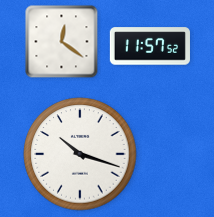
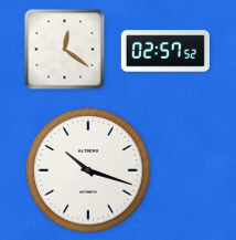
clock at (62, 42) position: (62, 42) -> (65, 50)
clock at (150, 46): 11:57 -> 02:57
